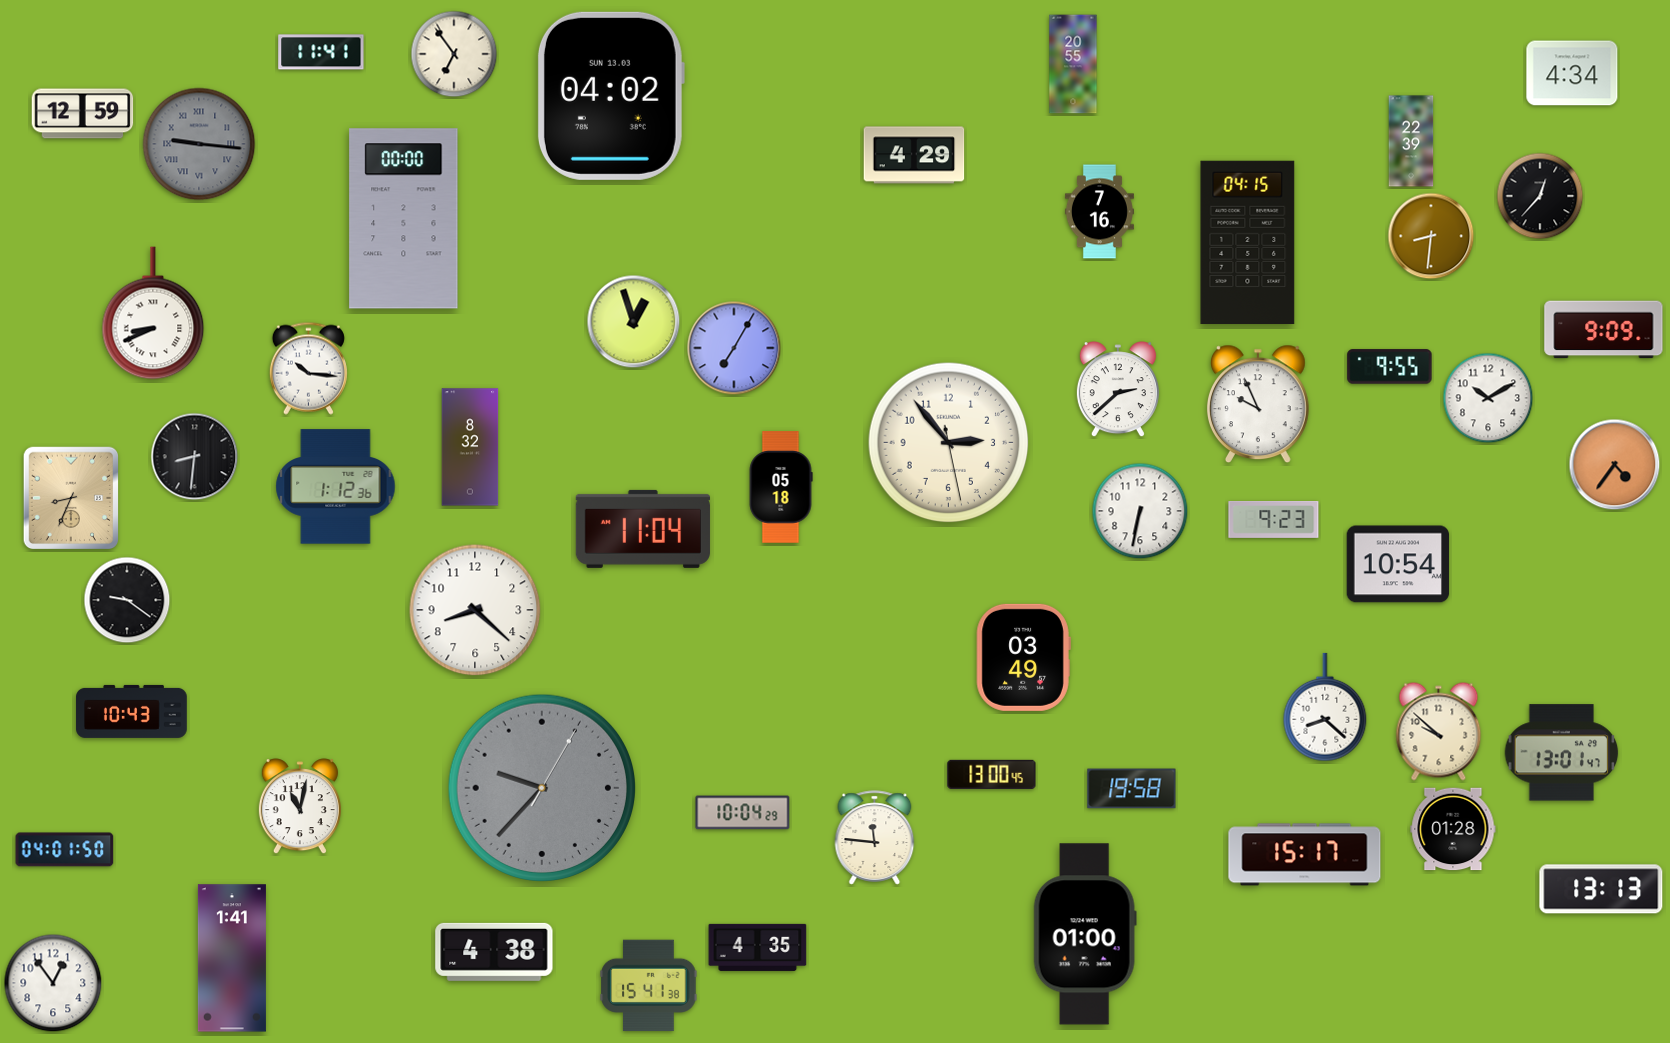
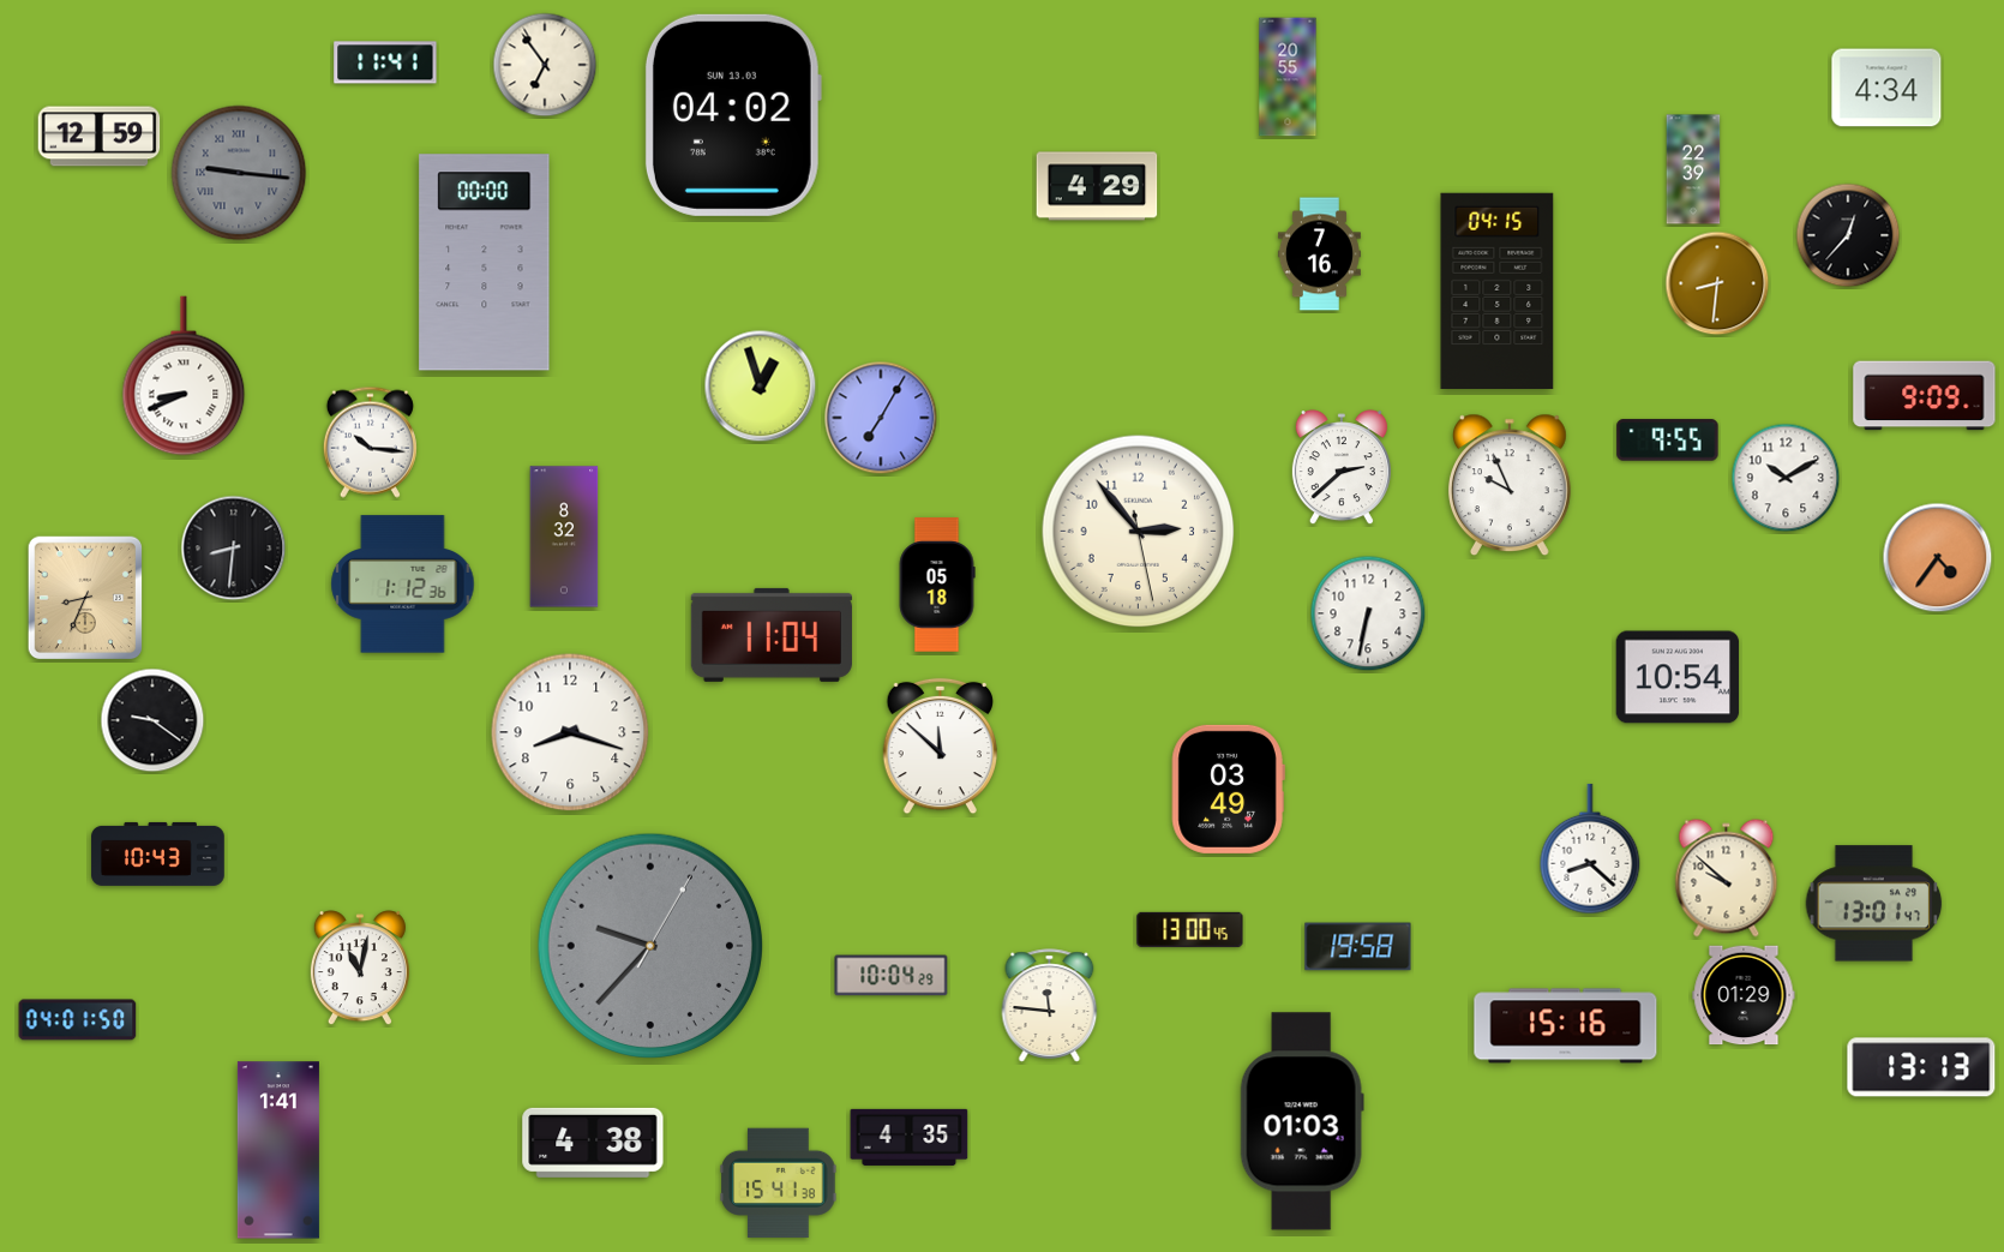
clock at (1274, 519): 9:23 -> none
clock at (475, 610): 8:22 -> 8:18
clock at (940, 747): none -> 11:52
clock at (1453, 829): 01:28 -> 01:29
clock at (1305, 855): 15:17 -> 15:16
clock at (1085, 934): 01:00 -> 01:03
clock at (53, 983): 12:54 -> none
